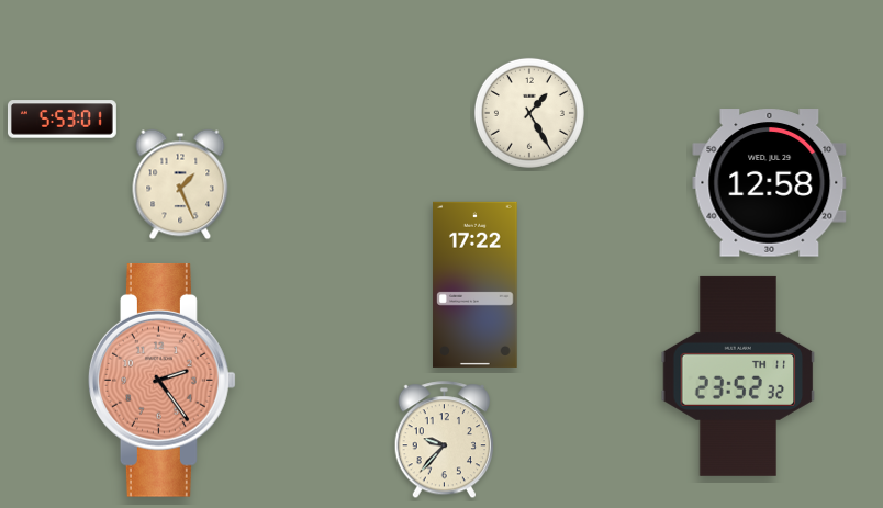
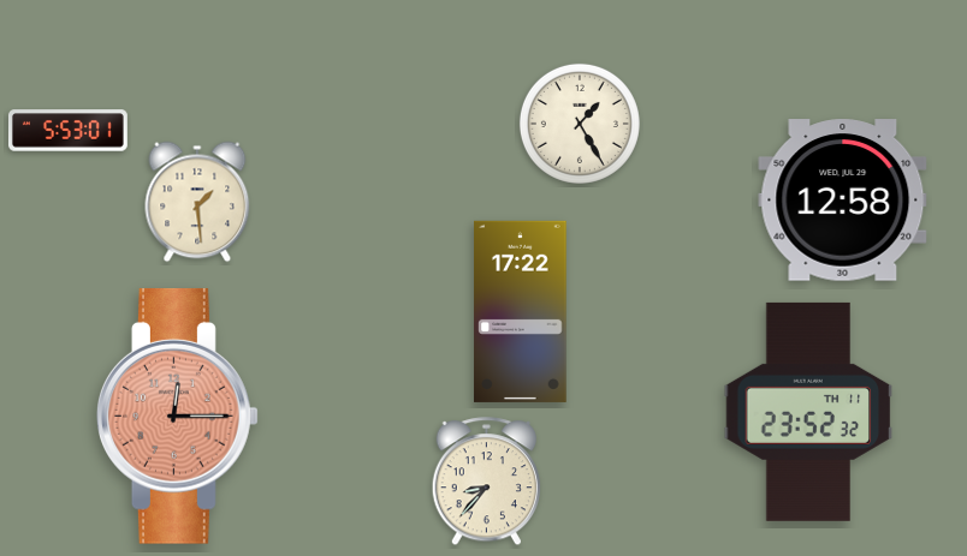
clock at (180, 184): 1:26 -> 1:29
clock at (163, 380): 2:24 -> 12:15
clock at (444, 440): 9:37 -> 8:37
